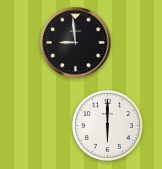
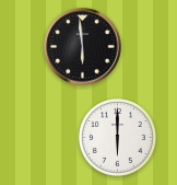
clock at (76, 43): 8:59 -> 5:59
